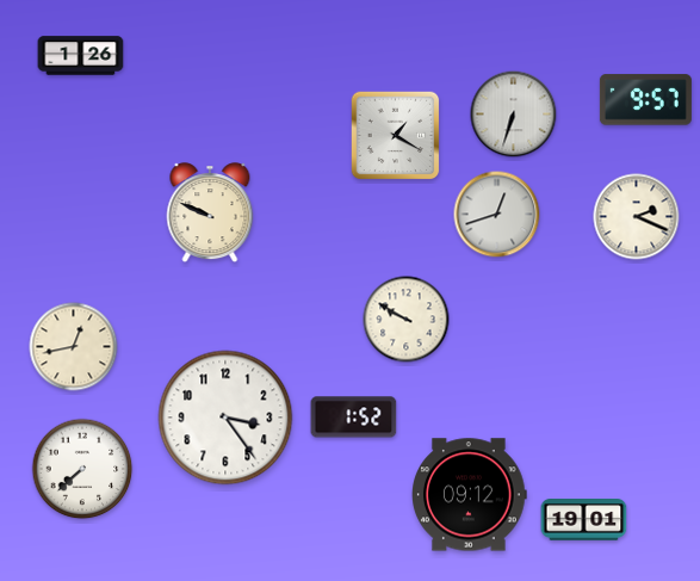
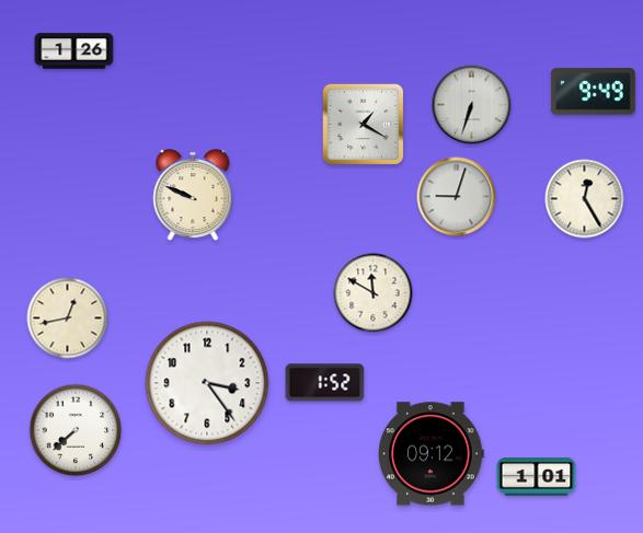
clock at (645, 100): 9:57 -> 9:49
clock at (497, 215): 12:42 -> 9:03
clock at (637, 217): 2:19 -> 12:25
clock at (407, 320): 9:50 -> 11:50
clock at (584, 520): 19:01 -> 1:01
